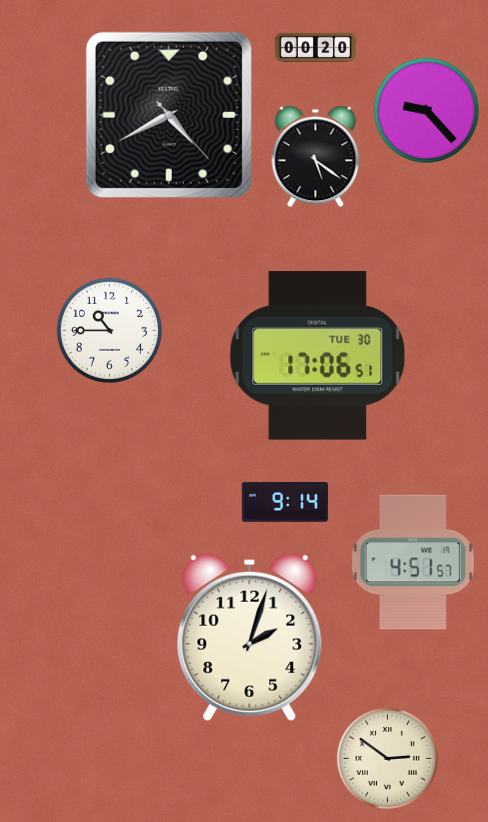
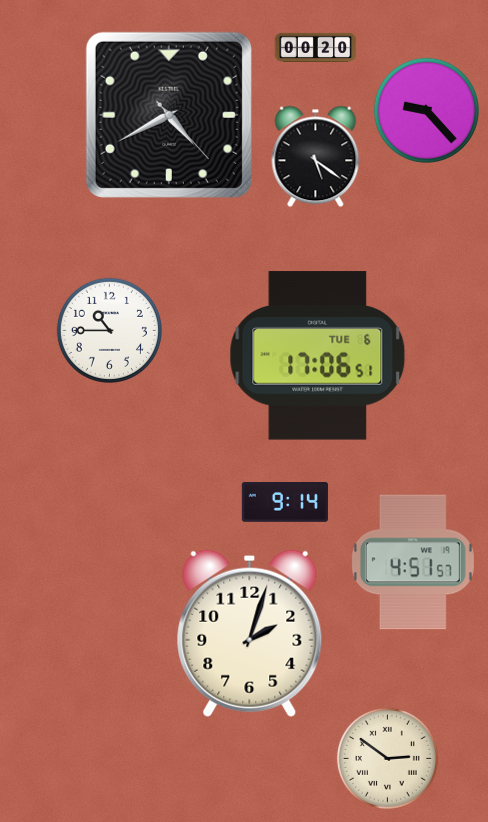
clock at (318, 356) date: TUE 30 -> TUE 6
clock at (250, 637) position: (250, 637) -> (250, 633)
